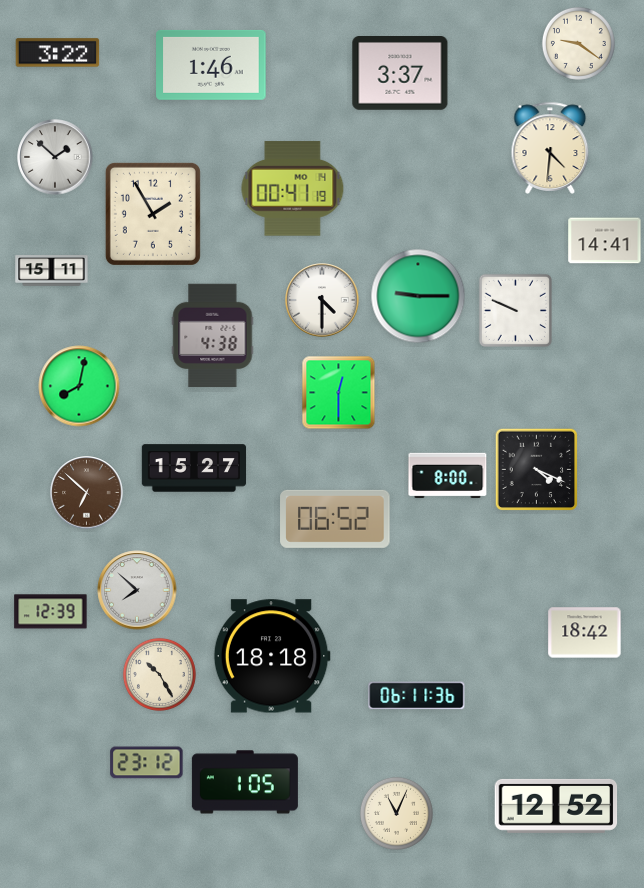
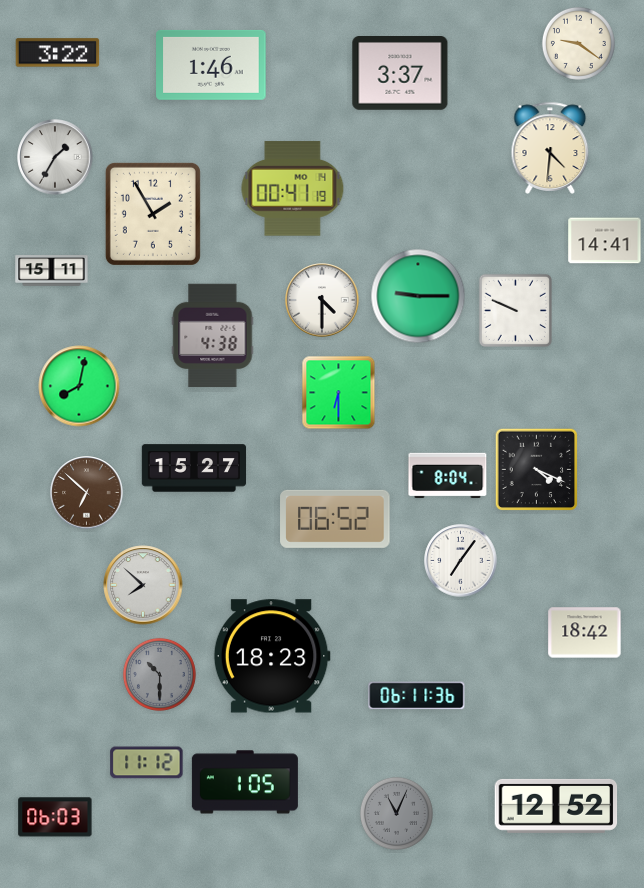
clock at (55, 157): 1:52 -> 1:35
clock at (339, 393): 12:30 -> 6:30
clock at (448, 476): 8:00 -> 8:04
clock at (461, 561): none -> 7:06
clock at (137, 590) position: (137, 590) -> (143, 585)
clock at (51, 612): 12:39 -> none
clock at (272, 656): 18:18 -> 18:23
clock at (159, 674): 10:25 -> 10:30
clock at (159, 674) dial: cream -> grey
clock at (147, 763): 23:12 -> 11:12
clock at (396, 813) dial: cream -> grey
clock at (55, 817): none -> 06:03
